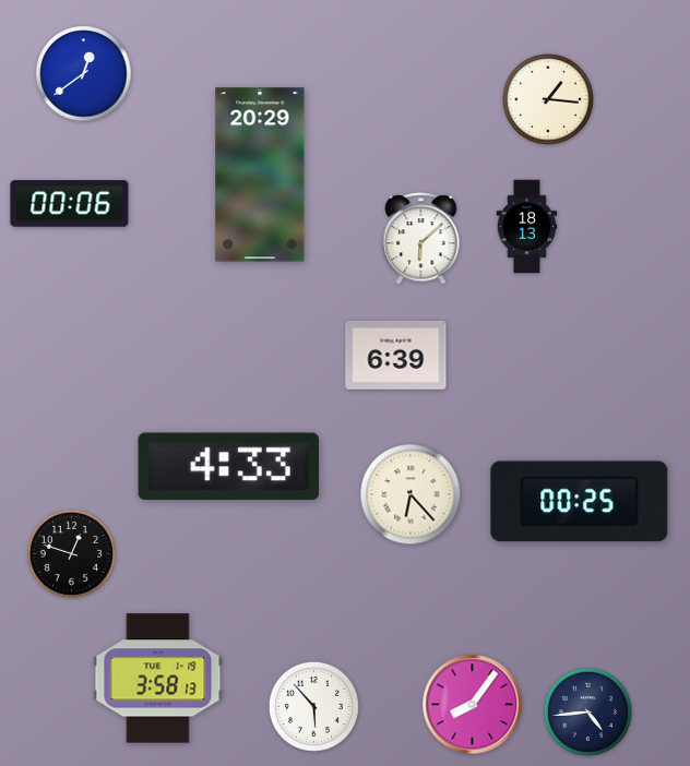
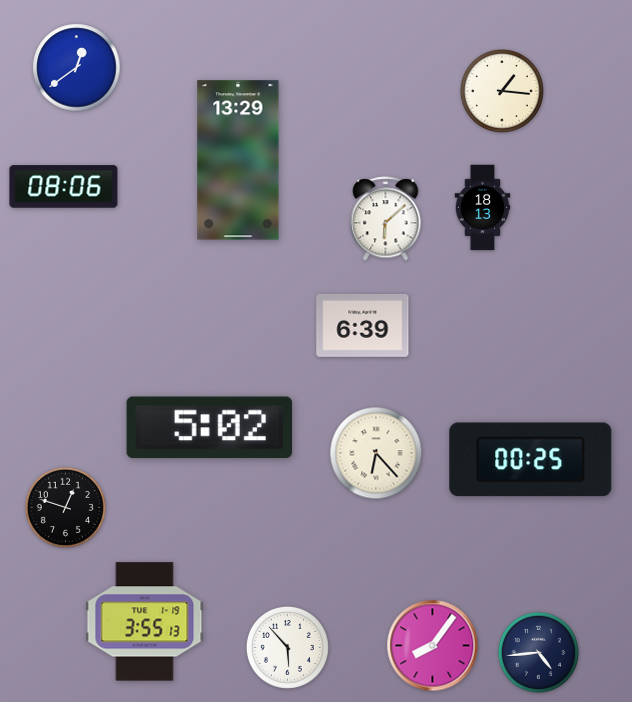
clock at (260, 175): 20:29 -> 13:29
clock at (70, 204): 00:06 -> 08:06
clock at (229, 467): 4:33 -> 5:02
clock at (158, 679): 3:58 -> 3:55
